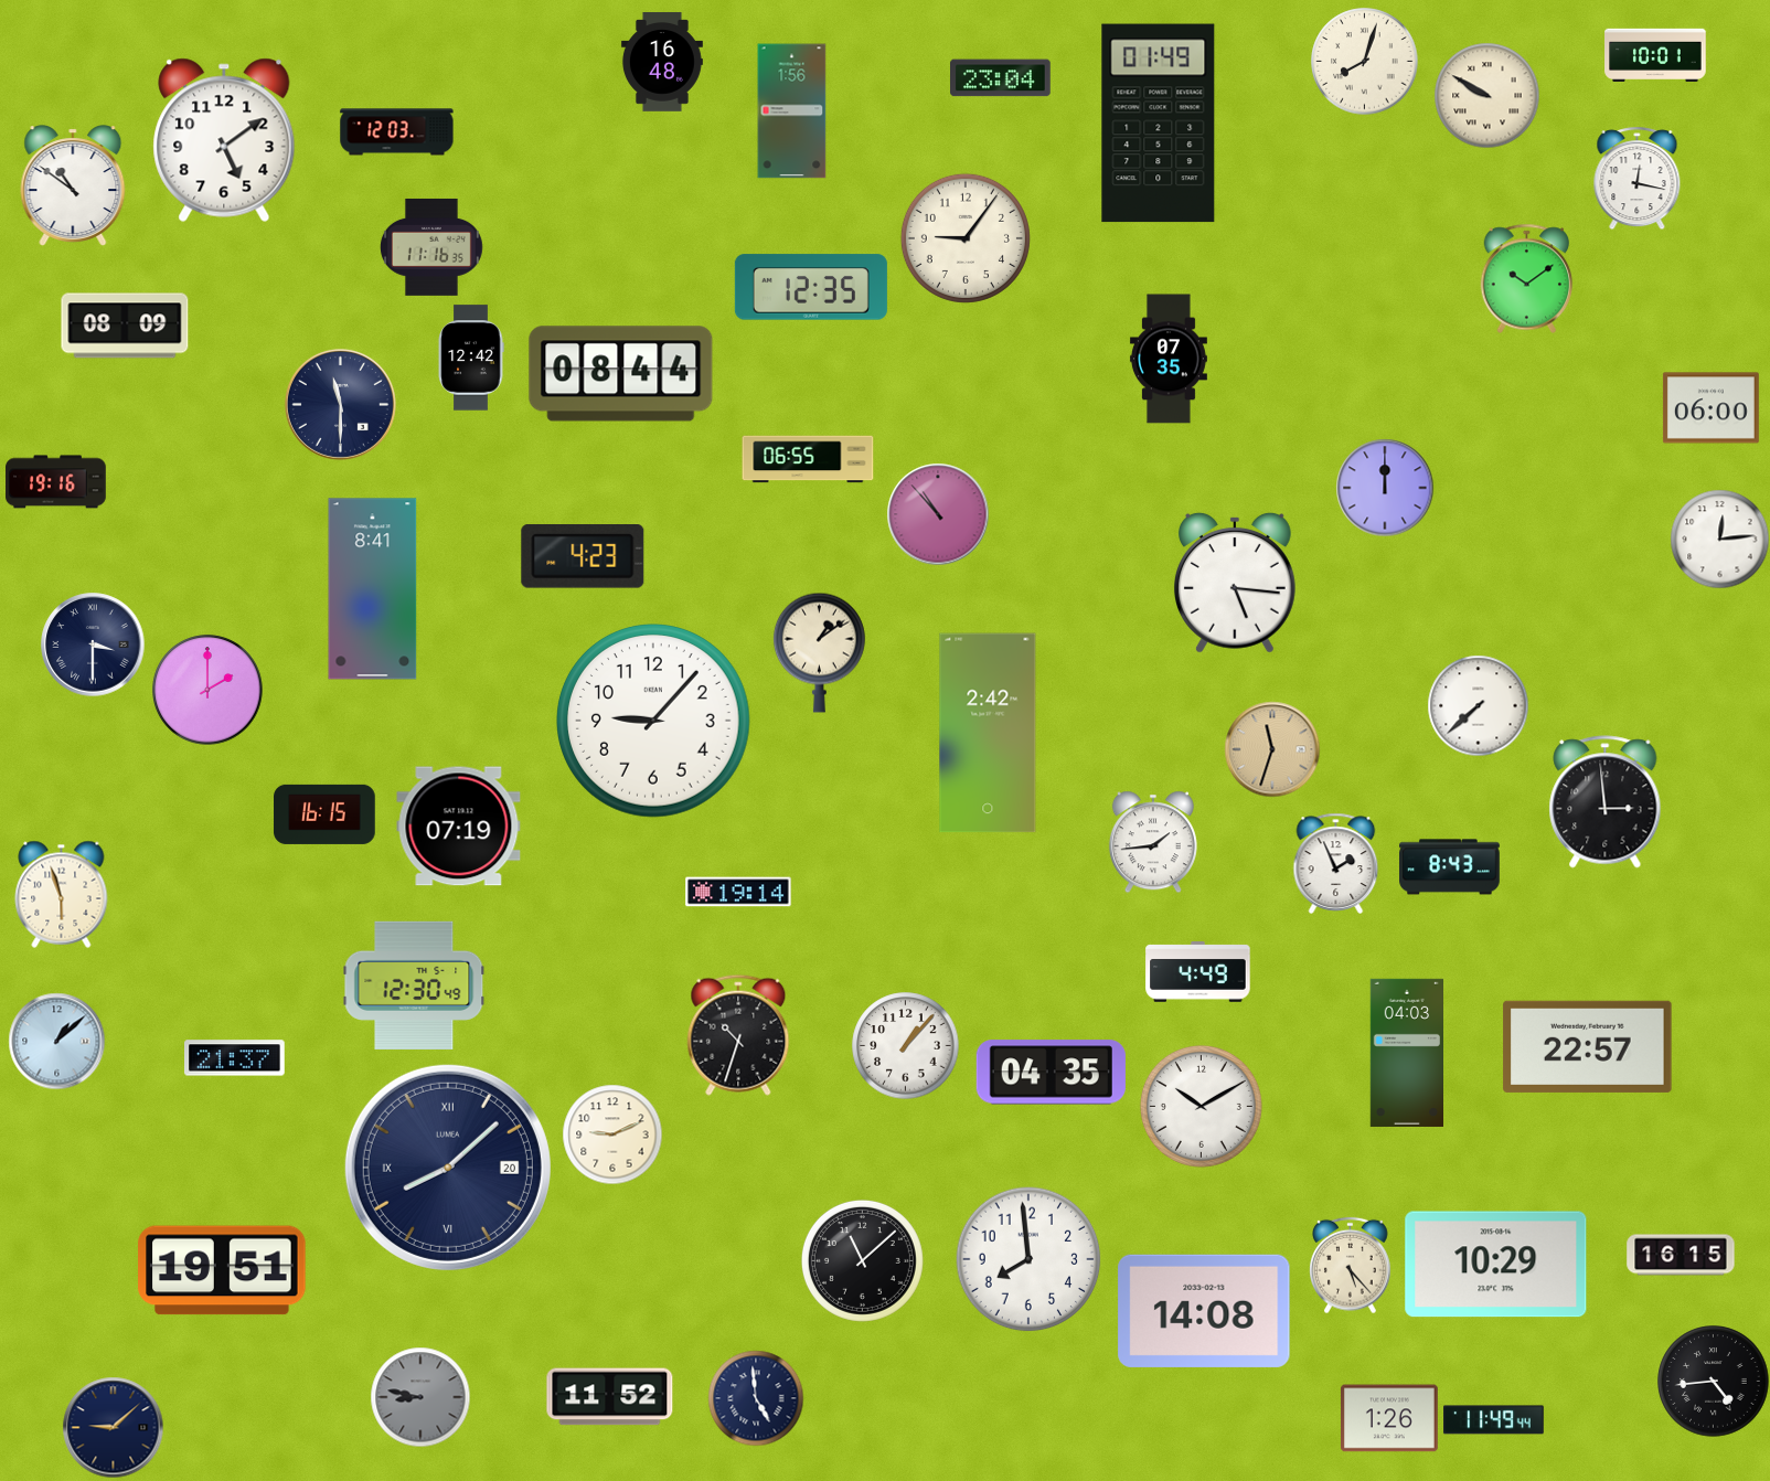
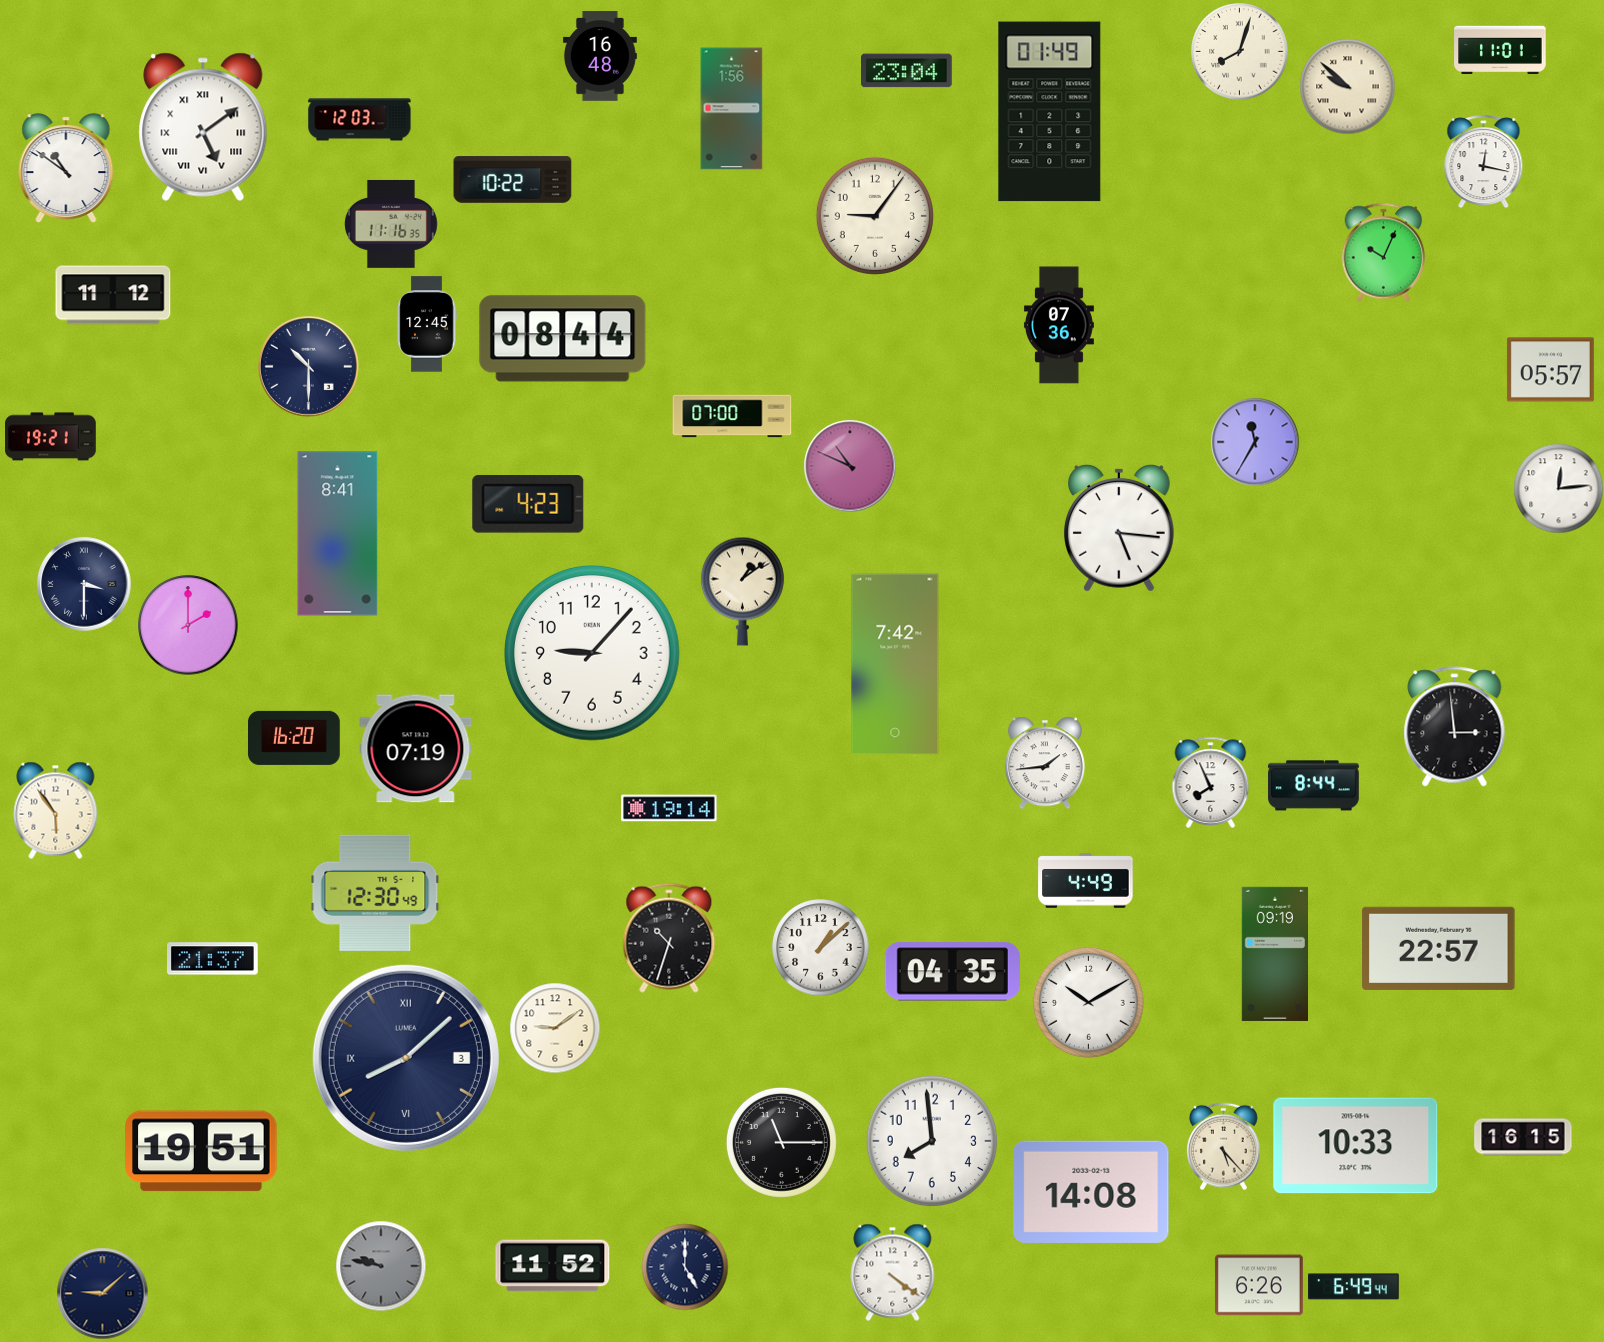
clock at (1655, 54): 10:01 -> 11:01
clock at (1365, 62) position: (1365, 62) -> (1240, 52)
clock at (1486, 95): 9:50 -> 9:52
clock at (792, 111) position: (792, 111) -> (732, 109)
clock at (224, 140) numerals: Arabic -> Roman
clock at (513, 180): none -> 10:22
clock at (1527, 278): 10:09 -> 10:04
clock at (811, 287): 12:35 -> none
clock at (125, 326): 08:09 -> 11:12
clock at (471, 358): 12:42 -> 12:45
clock at (1169, 359): 07:35 -> 07:36
clock at (340, 404): 11:30 -> 10:30
clock at (1710, 408): 06:00 -> 05:57
clock at (808, 459): 06:55 -> 07:00
clock at (56, 482): 19:16 -> 19:21
clock at (1385, 488): 12:00 -> 11:35
clock at (938, 514): 10:53 -> 10:49
clock at (1478, 705): 7:38 -> none
clock at (988, 733): 2:42 -> 7:42
clock at (1272, 749): 11:33 -> none
clock at (324, 814): 16:15 -> 16:20
clock at (1336, 863): 1:56 -> 7:56
clock at (1450, 867): 8:43 -> 8:44
clock at (62, 894): 5:57 -> 5:54
clock at (56, 1041): 1:08 -> none
clock at (906, 1046): 1:07 -> 1:08
clock at (1406, 1053): 04:03 -> 09:19
clock at (612, 1134): 9:11 -> 9:09
clock at (448, 1168) date: 20 -> 3
clock at (862, 1260): 11:08 -> 11:15
clock at (1496, 1265): 10:29 -> 10:33
clock at (1204, 1311) position: (1204, 1311) -> (1091, 1192)
clock at (1714, 1382): 4:44 -> none
clock at (420, 1397): 8:47 -> 9:47
clock at (756, 1398): 4:59 -> 5:00
clock at (893, 1272): none -> 4:21
clock at (1389, 1418): 1:26 -> 6:26
clock at (1494, 1420): 11:49 -> 6:49
